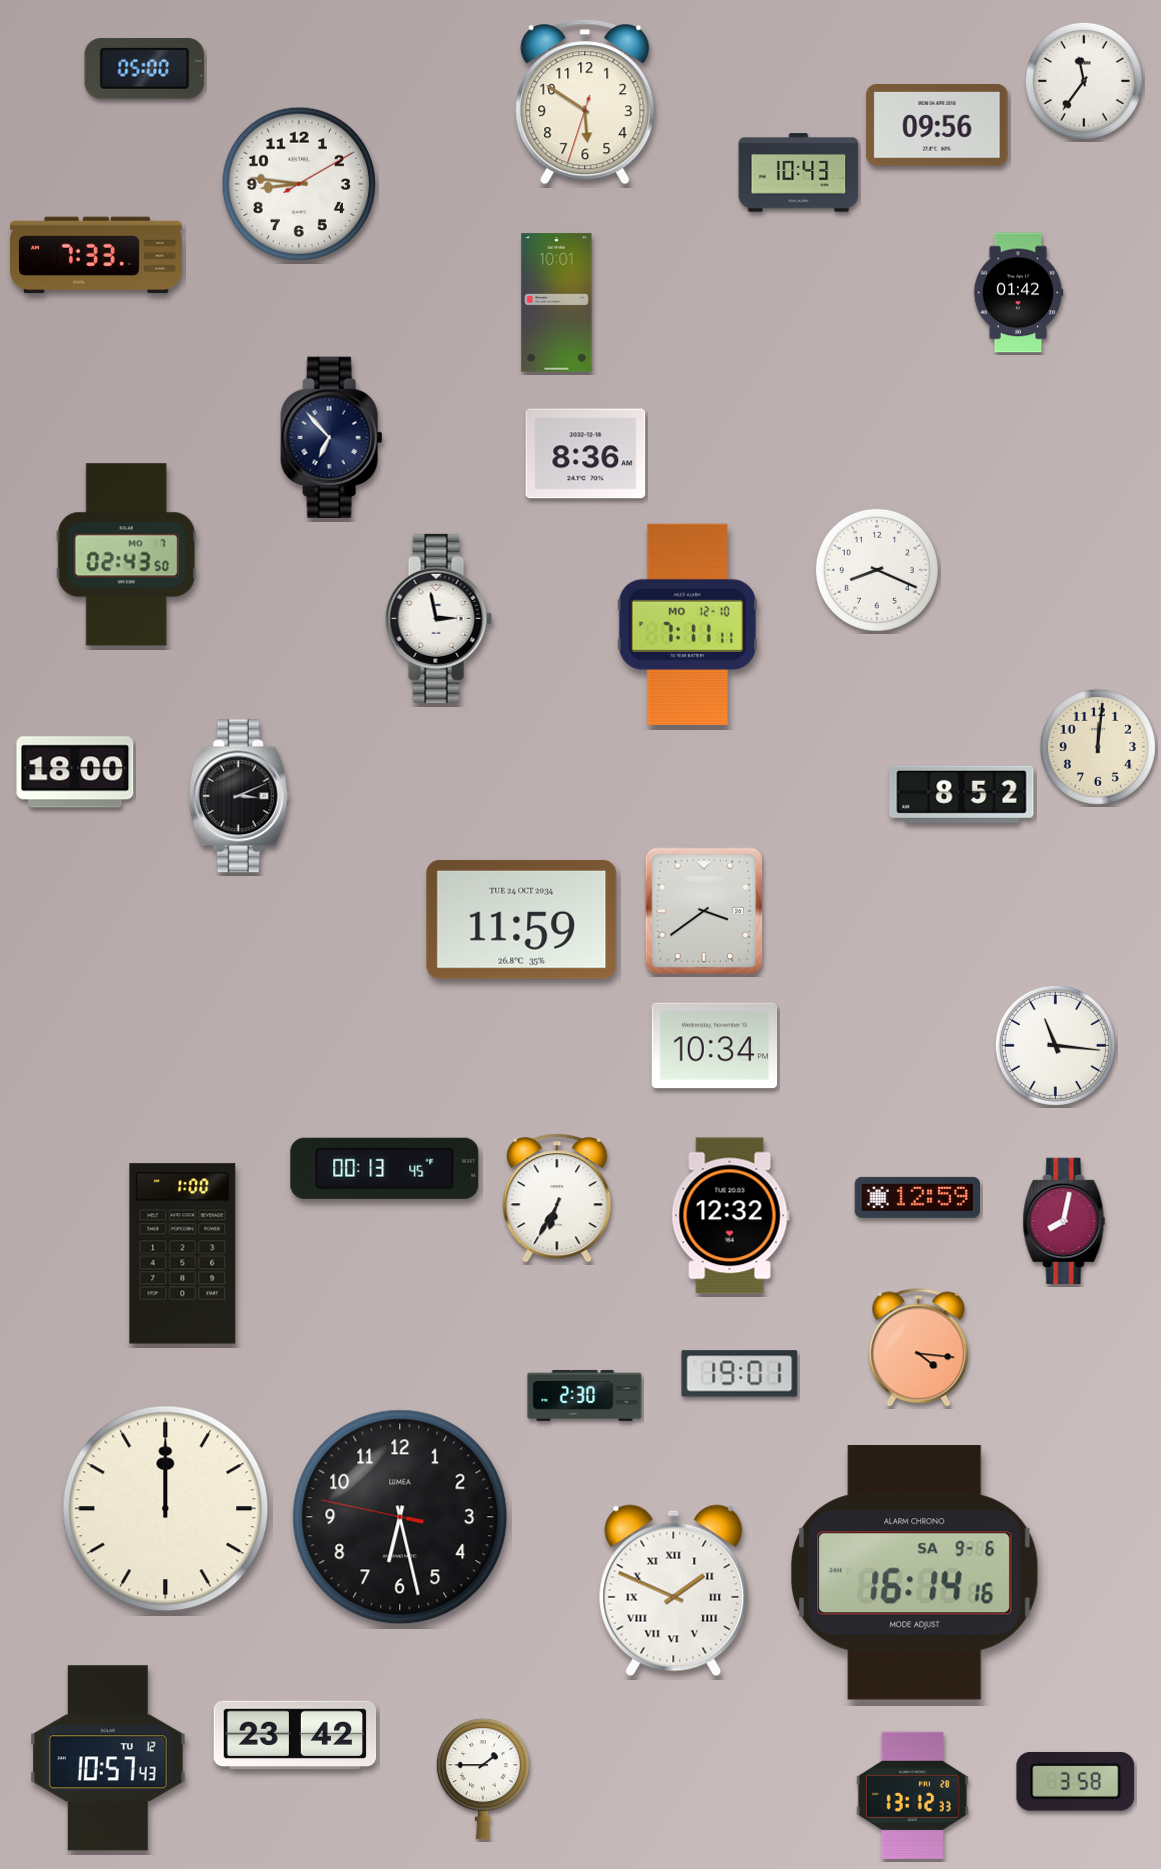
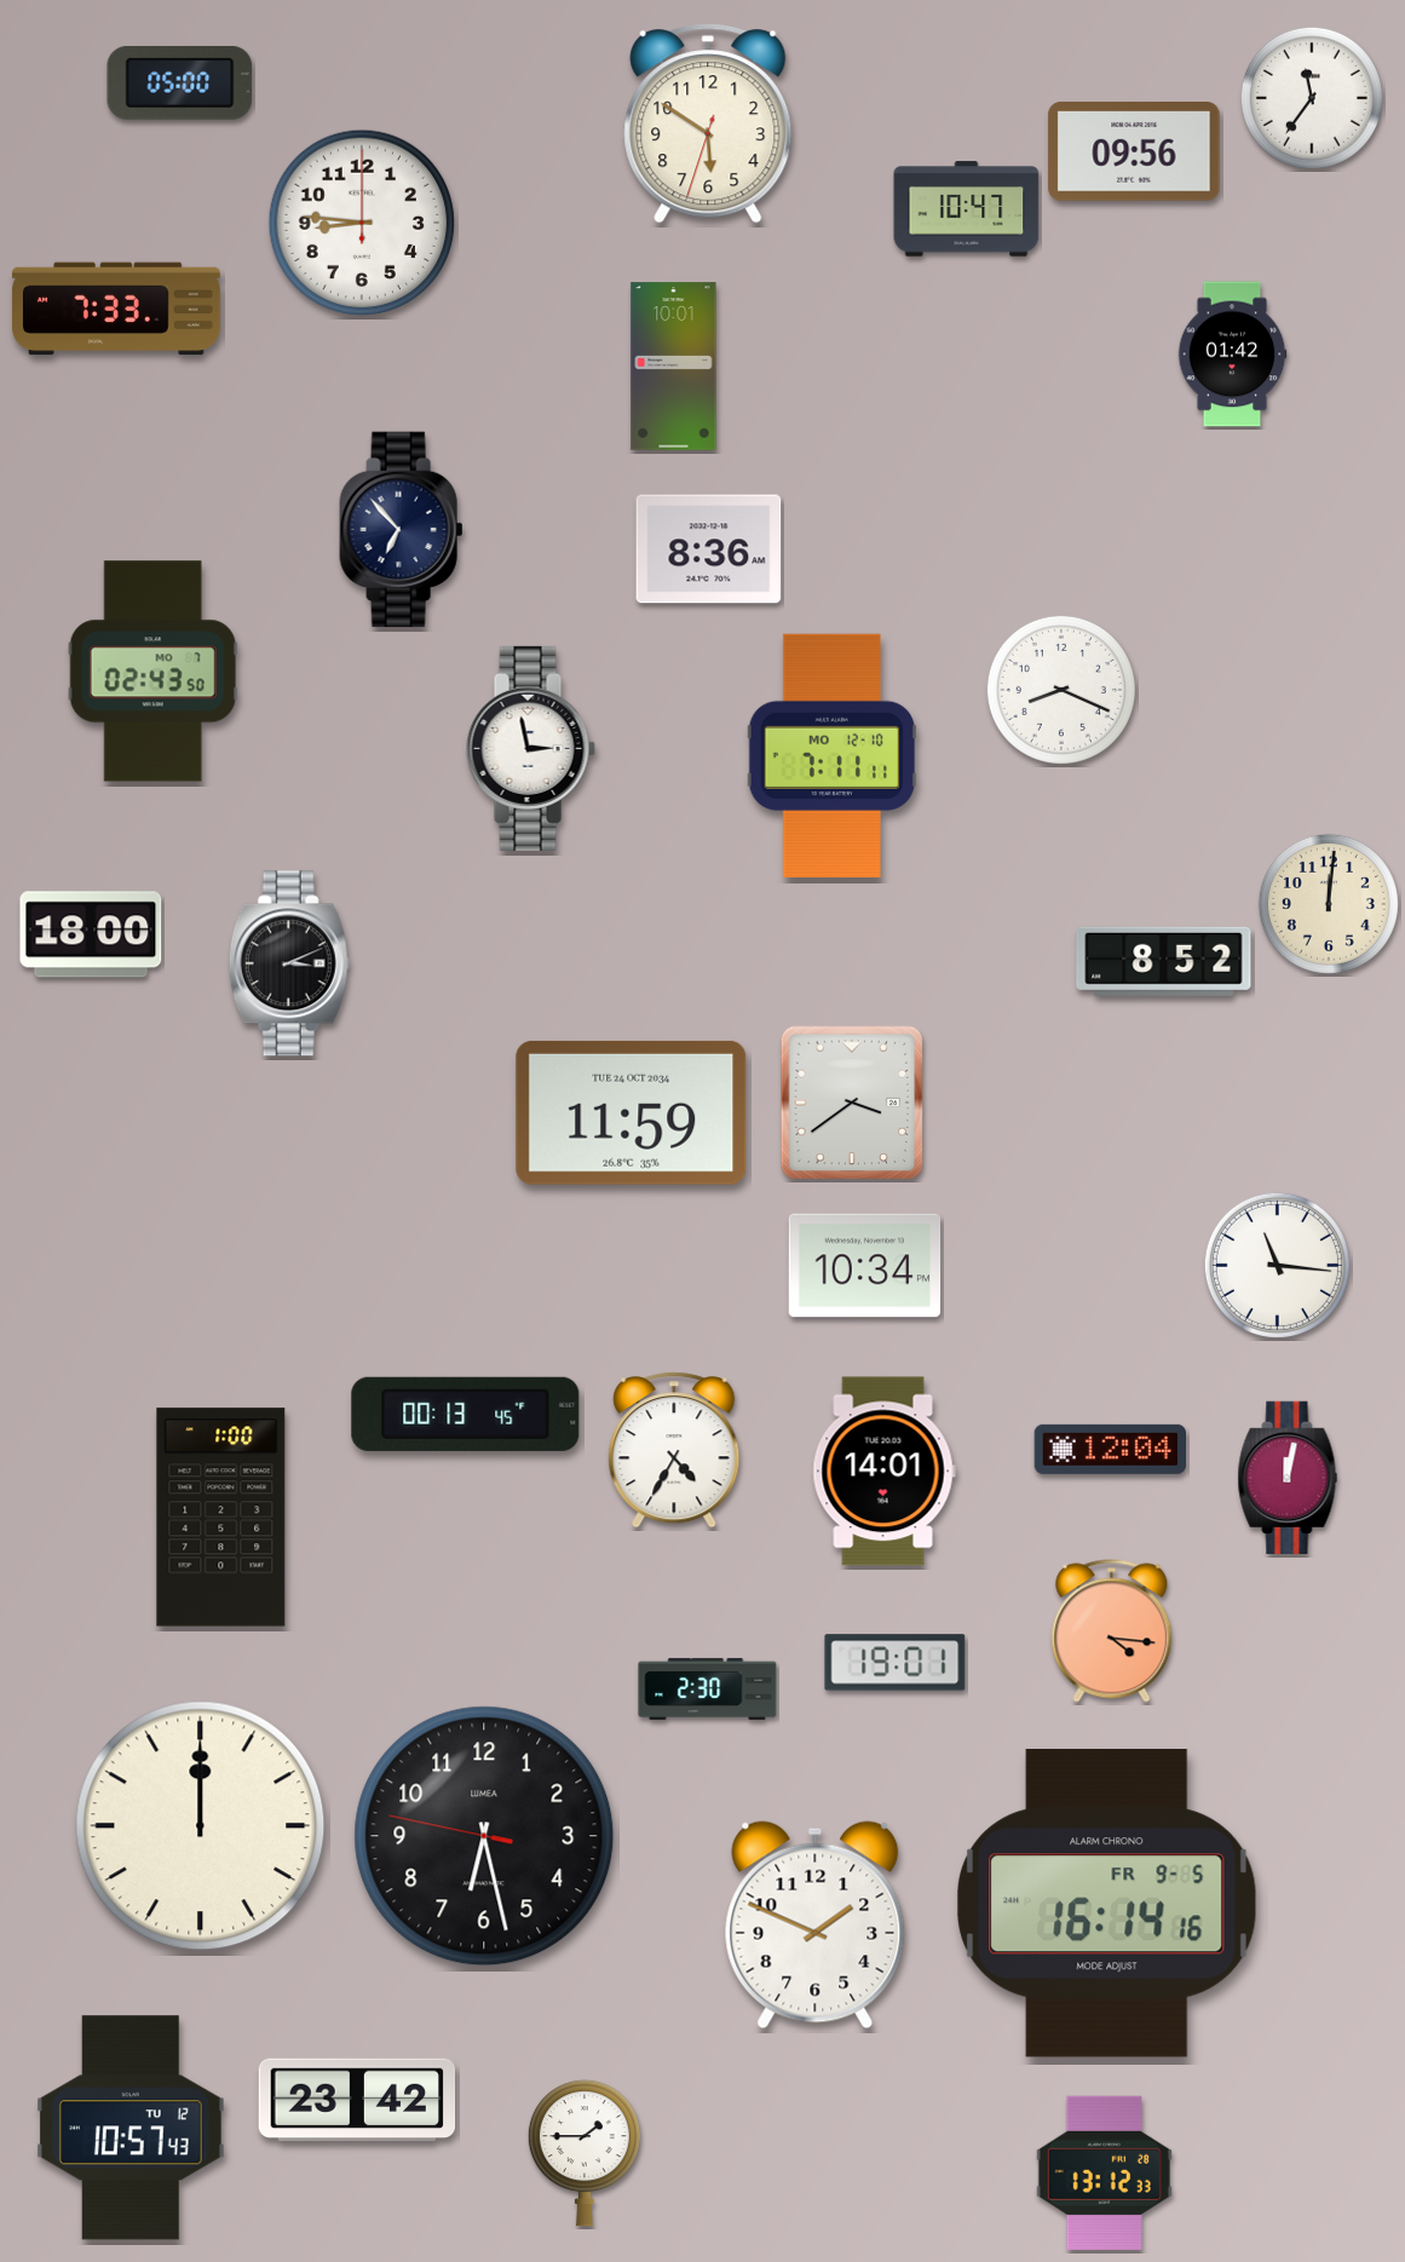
clock at (145, 69) position: (145, 69) -> (180, 84)
clock at (799, 173): 10:43 -> 10:47
clock at (298, 183): 8:46:10 -> 8:46:00
clock at (917, 1197): 12:59 -> 12:04
clock at (557, 1198): 6:35 -> 4:35
clock at (730, 1216): 12:32 -> 14:01
clock at (1064, 1220): 8:02 -> 12:02
clock at (915, 1573) date: SA 9-6 -> FR 9-5
clock at (674, 1591) numerals: Roman -> Arabic
clock at (1076, 1781): 3:58 -> none
